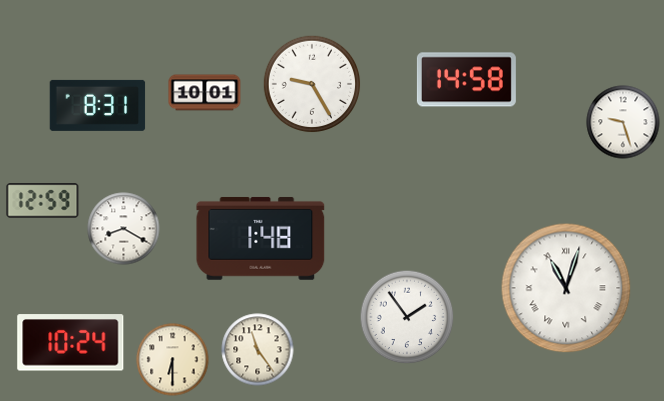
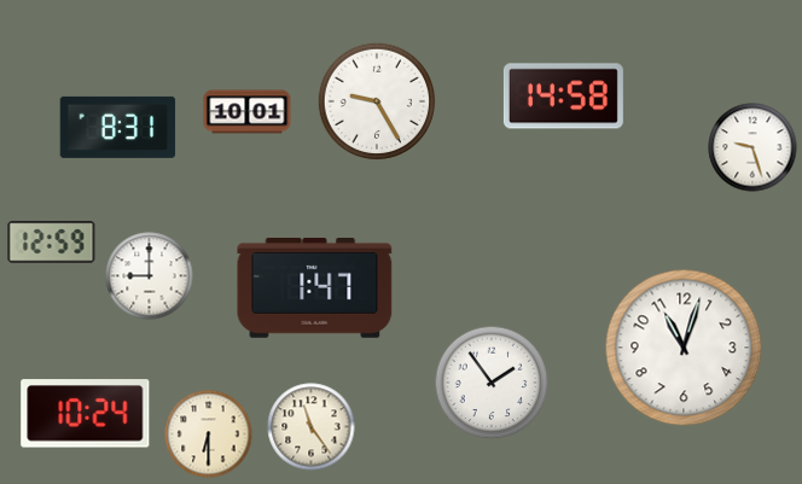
clock at (124, 229): 8:20 -> 9:00
clock at (261, 238): 1:48 -> 1:47
clock at (566, 288) numerals: Roman -> Arabic
clock at (258, 350) position: (258, 350) -> (312, 427)
